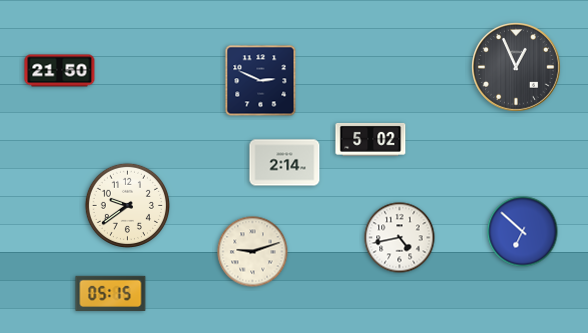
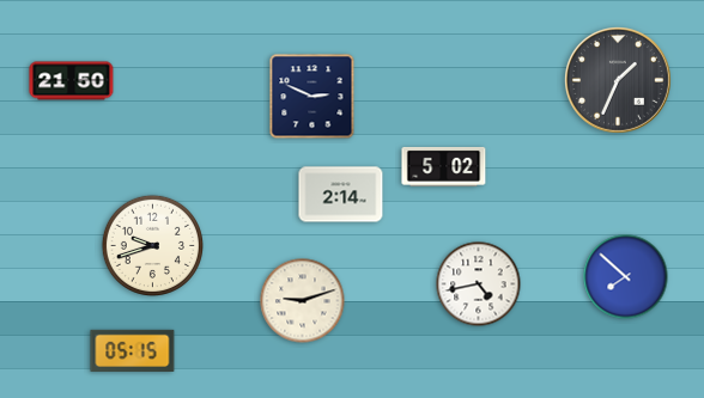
clock at (517, 68): 12:56 -> 1:34
clock at (60, 71) position: (60, 71) -> (72, 81)
clock at (127, 205): 9:39 -> 9:42
clock at (523, 232): 6:52 -> 7:52
